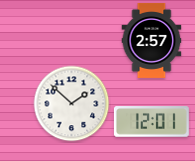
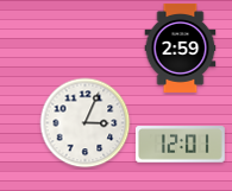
clock at (152, 40): 2:57 -> 2:59
clock at (72, 104): 1:52 -> 3:04
